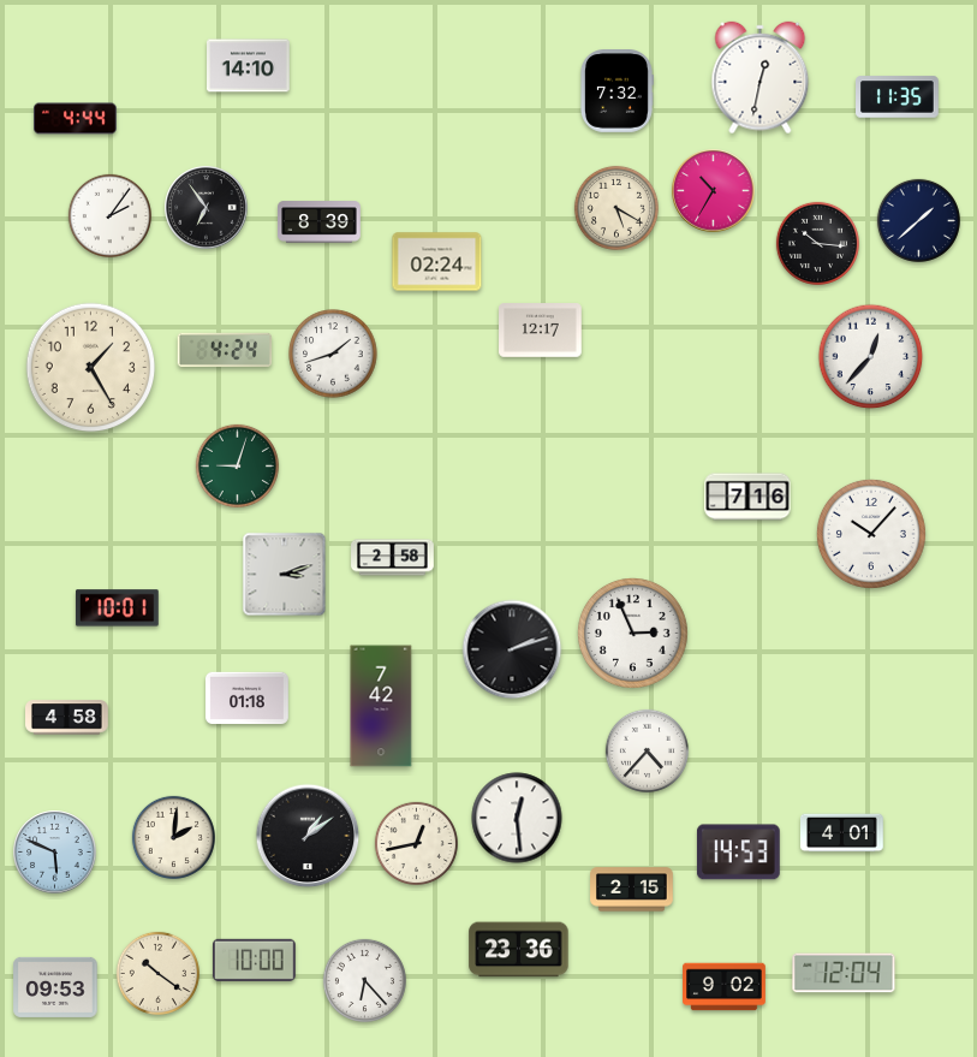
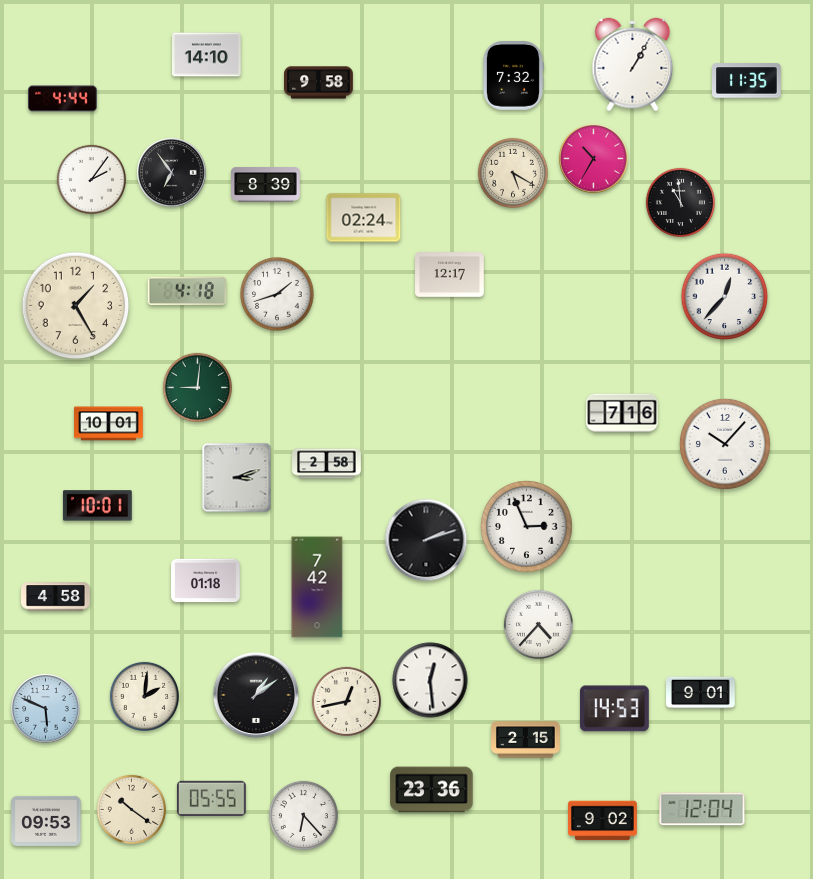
clock at (761, 78): 12:32 -> 1:05
clock at (319, 83): none -> 9:58
clock at (918, 220): 1:38 -> none
clock at (817, 243): 10:16 -> 10:59
clock at (225, 350): 4:24 -> 4:18
clock at (237, 465): 9:03 -> 9:01
clock at (109, 424): none -> 10:01
clock at (842, 833): 4:01 -> 9:01
clock at (254, 960): 10:00 -> 05:55
